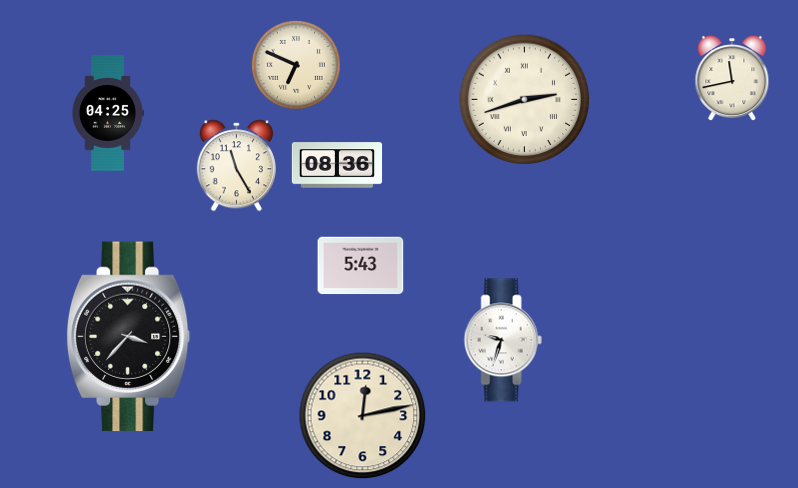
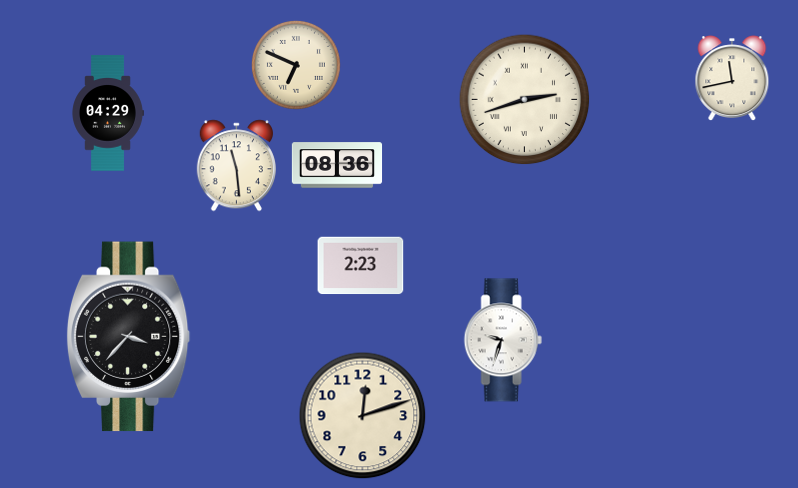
clock at (108, 113): 04:25 -> 04:29
clock at (236, 166): 11:25 -> 11:29
clock at (361, 266): 5:43 -> 2:23
clock at (363, 416): 12:13 -> 12:12
